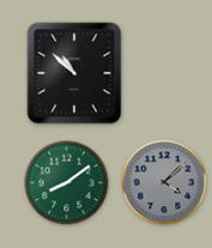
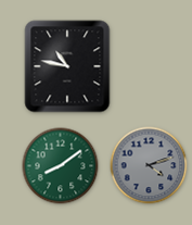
clock at (74, 73): 10:52 -> 10:47
clock at (164, 182): 4:08 -> 4:12
